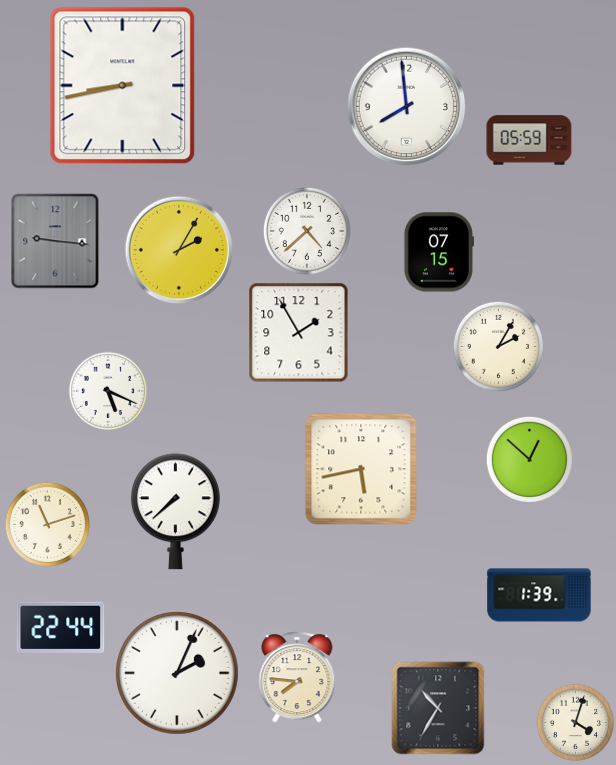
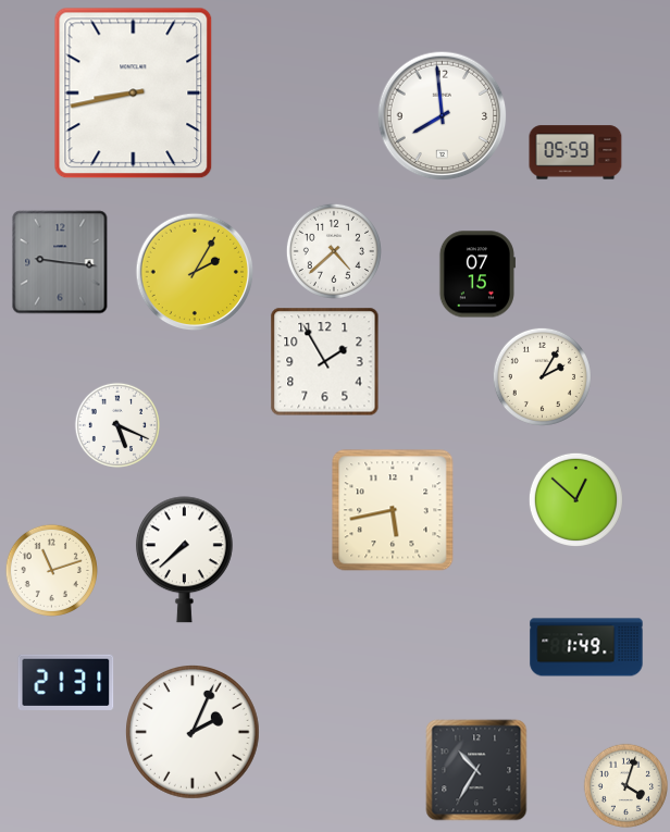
clock at (175, 512) position: (175, 512) -> (184, 560)
clock at (539, 595): 1:39 -> 1:49
clock at (61, 627): 22:44 -> 21:31
clock at (297, 677): 7:46 -> none
